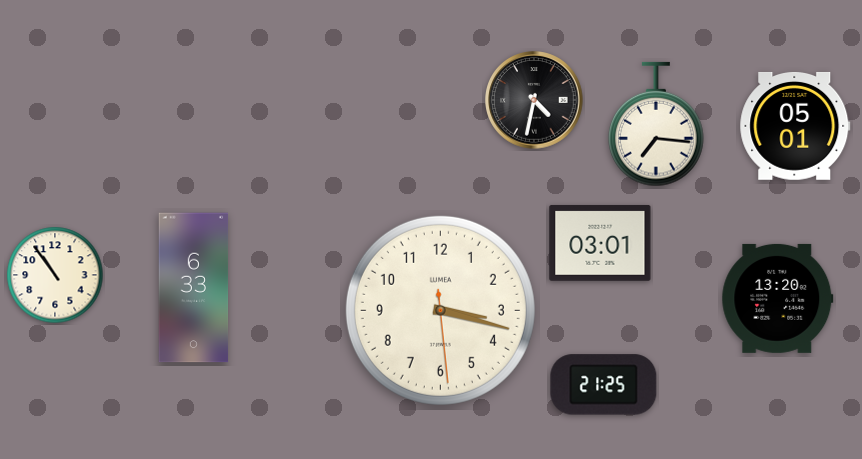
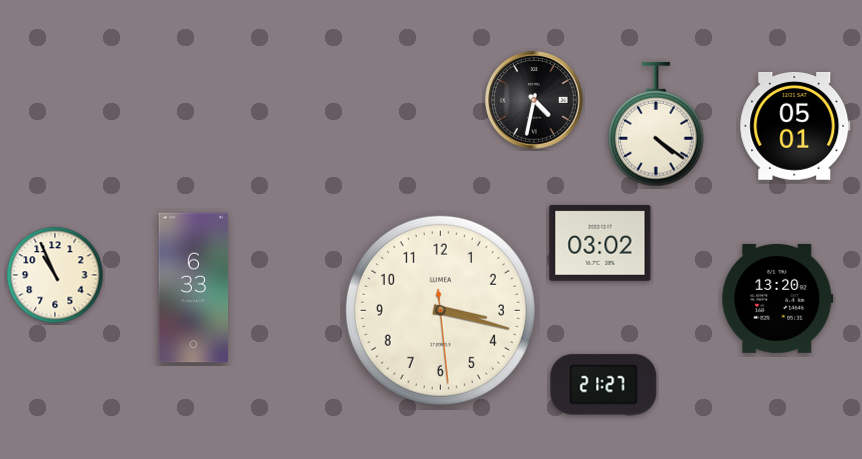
clock at (657, 124): 7:16 -> 4:21
clock at (600, 243): 03:01 -> 03:02
clock at (55, 275): 10:54 -> 10:56
clock at (604, 385): 21:25 -> 21:27
